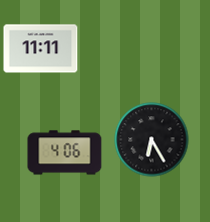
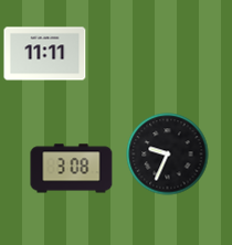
clock at (152, 140): 6:25 -> 9:34
clock at (65, 153): 4:06 -> 3:08
